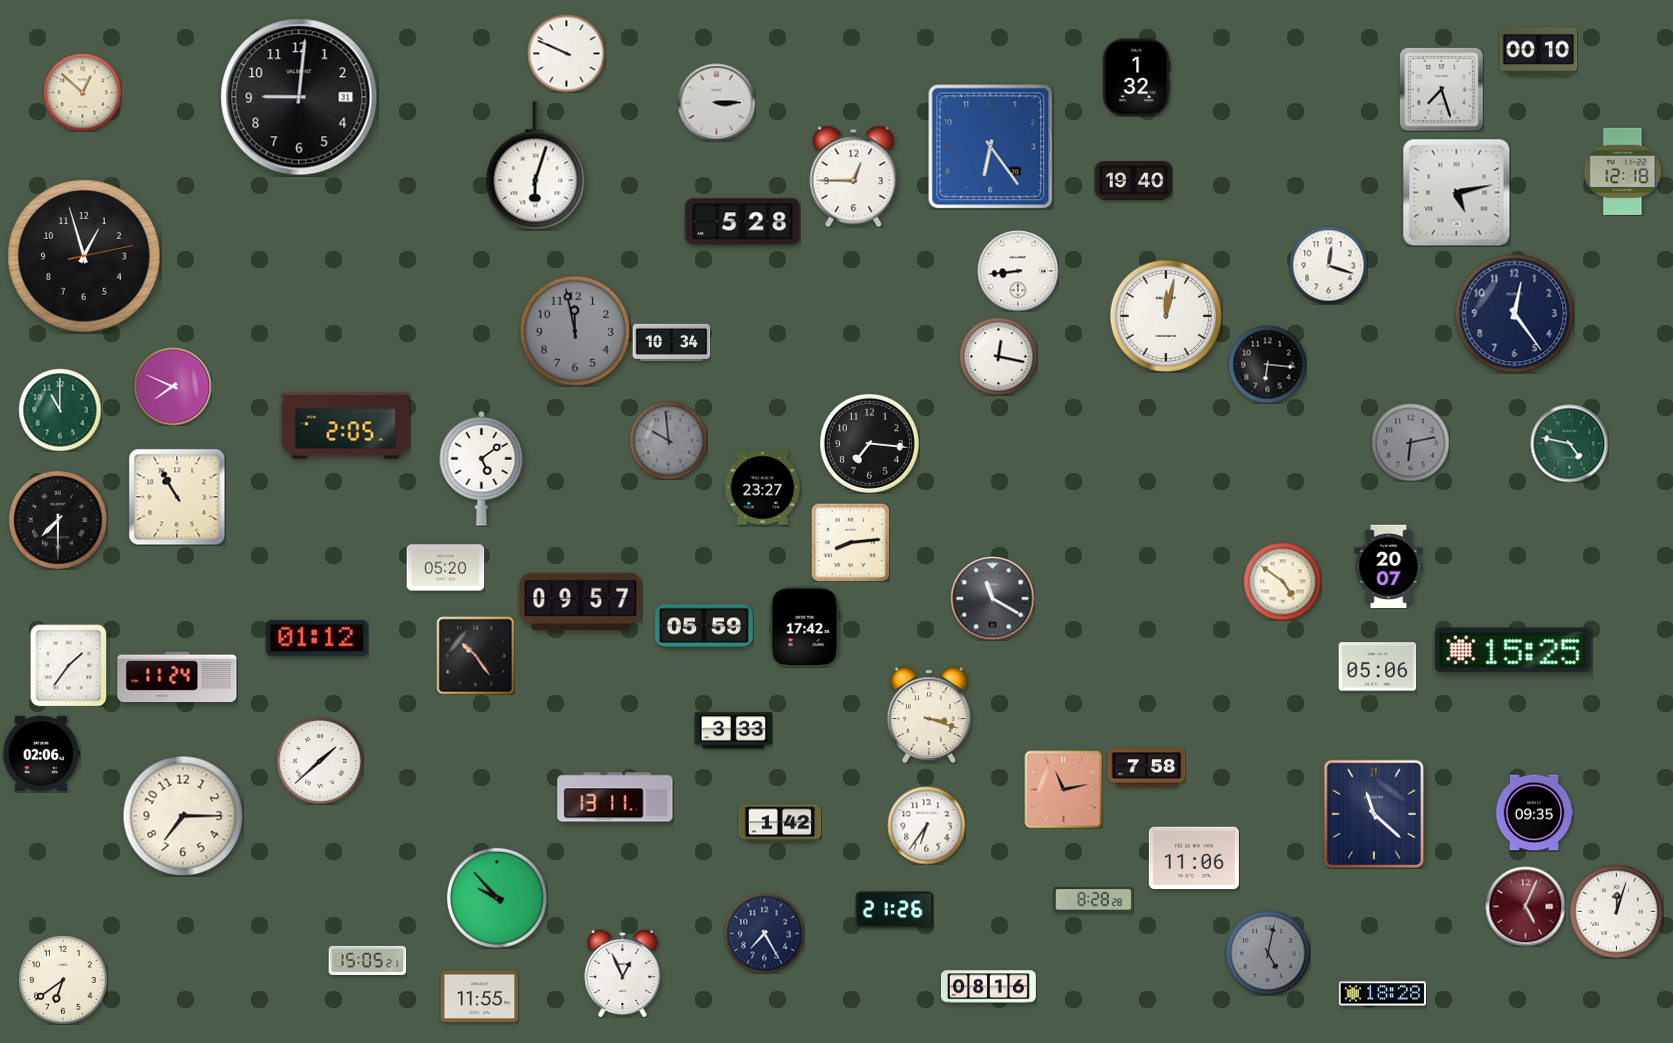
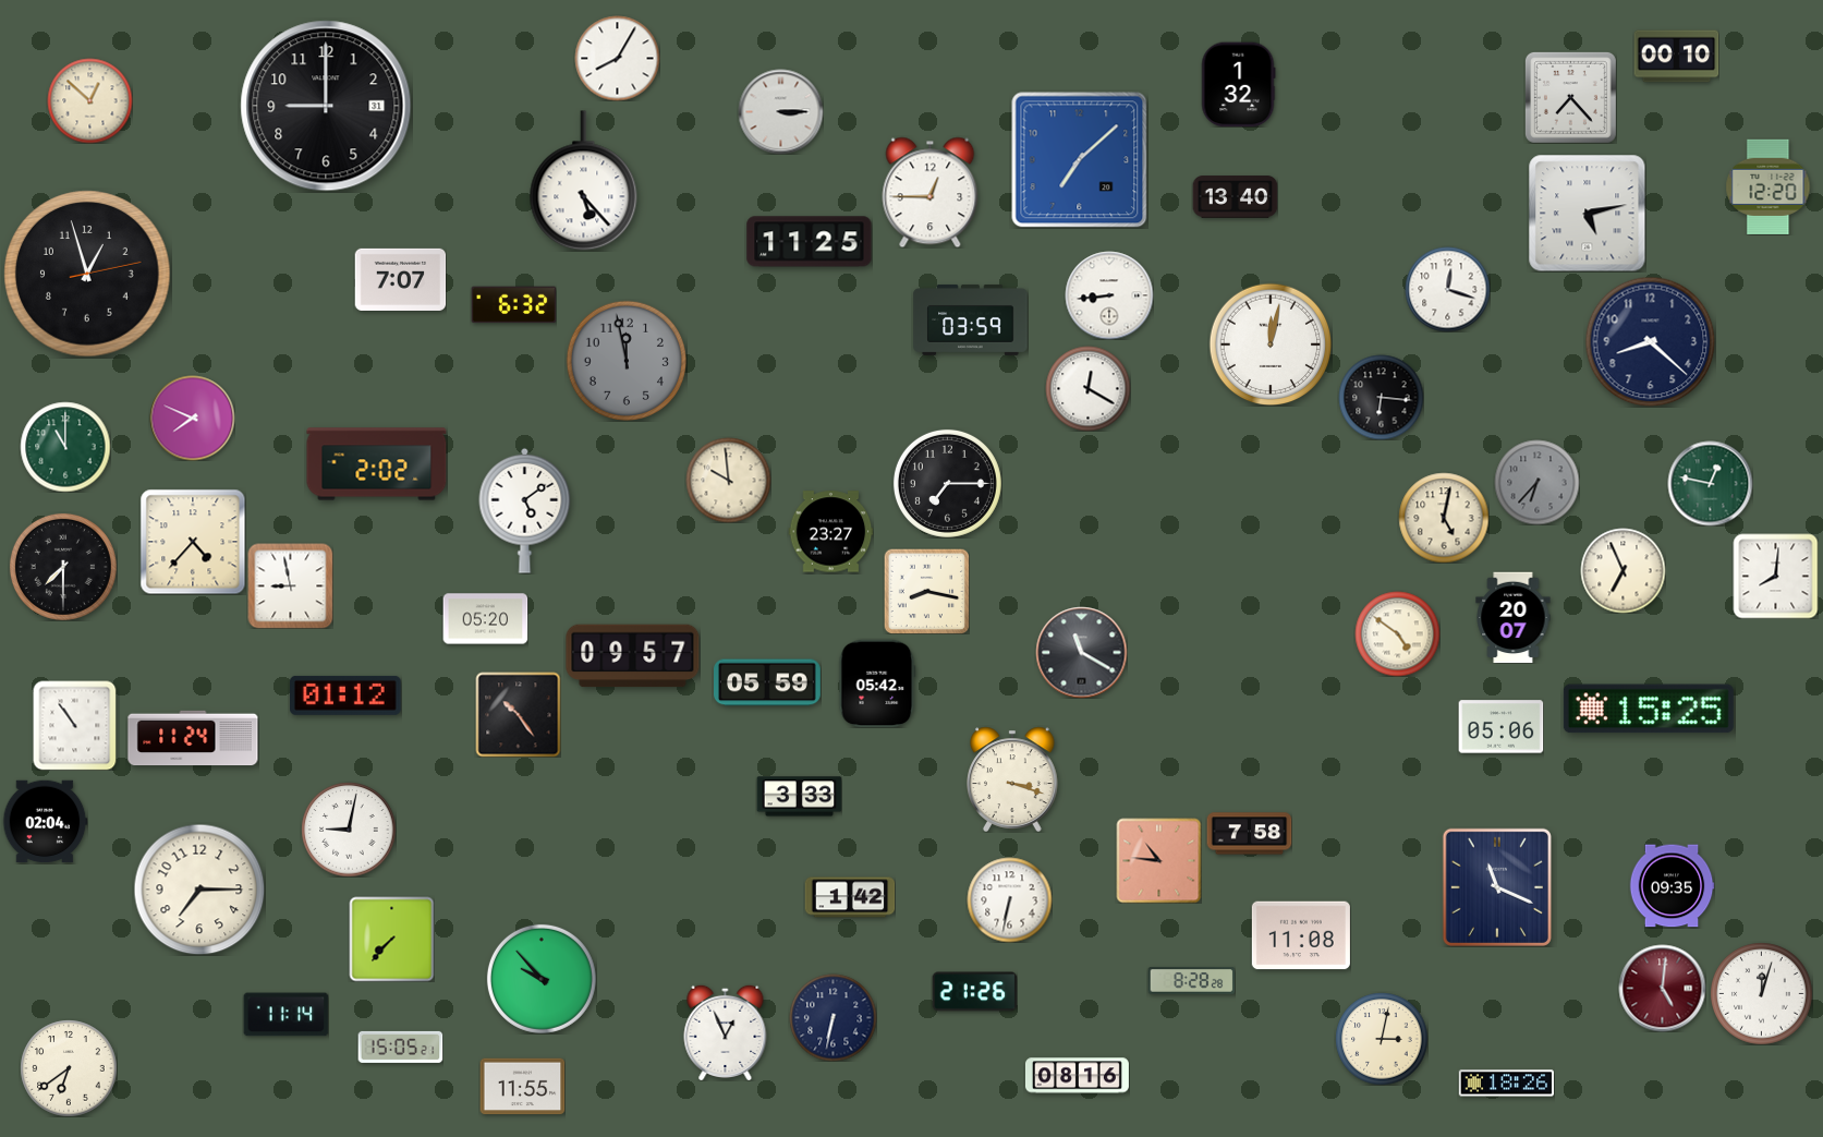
clock at (566, 53): 9:49 -> 8:05
clock at (1441, 89): 7:27 -> 7:23
clock at (299, 97): 9:01 -> 9:00
clock at (990, 146): 6:24 -> 7:08
clock at (536, 166): 6:03 -> 5:23
clock at (1623, 171): 12:18 -> 12:20
clock at (1133, 181): 19:40 -> 13:40
clock at (1456, 192) position: (1456, 192) -> (1587, 213)
clock at (743, 222): 5:28 -> 11:25
clock at (84, 256) position: (84, 256) -> (87, 274)
clock at (400, 279): none -> 7:07
clock at (513, 305): none -> 6:32
clock at (971, 320): none -> 03:59
clock at (1514, 313): 12:24 -> 8:22
clock at (671, 342): 10:34 -> none
clock at (998, 356): 12:17 -> 12:20
clock at (172, 386) position: (172, 386) -> (192, 418)
clock at (346, 426): 2:05 -> 2:02
clock at (668, 440) dial: grey -> cream
clock at (1410, 442): 6:13 -> 6:37
clock at (869, 443): 7:16 -> 7:15
clock at (1569, 443): 4:47 -> 12:47
clock at (1444, 518): none -> 5:02
clock at (177, 497): 10:55 -> 4:37
clock at (1623, 570): none -> 6:56
clock at (1775, 576): none -> 8:01
clock at (290, 585): none -> 8:58
clock at (850, 542): 8:14 -> 8:17
clock at (805, 627): 17:42 -> 05:42
clock at (69, 665): 1:36 -> 10:54
clock at (41, 754): 02:06 -> 02:04
clock at (320, 761): 1:38 -> 9:02
clock at (1146, 768) position: (1146, 768) -> (1249, 834)
clock at (1063, 789): 11:13 -> 10:46
clock at (615, 797): 13:11 -> none
clock at (1374, 814): 11:22 -> 11:19
clock at (926, 825): 6:36 -> 6:32
clock at (1194, 858): 11:06 -> 11:08
clock at (391, 939): none -> 7:37
clock at (1525, 906): 5:04 -> 5:01
clock at (285, 1015): none -> 11:14
clock at (764, 933): 7:25 -> 6:32
clock at (1268, 953): 5:02 -> 3:02
clock at (1268, 953) dial: grey -> cream
clock at (623, 973) position: (623, 973) -> (726, 1032)
clock at (1382, 994): 18:28 -> 18:26
